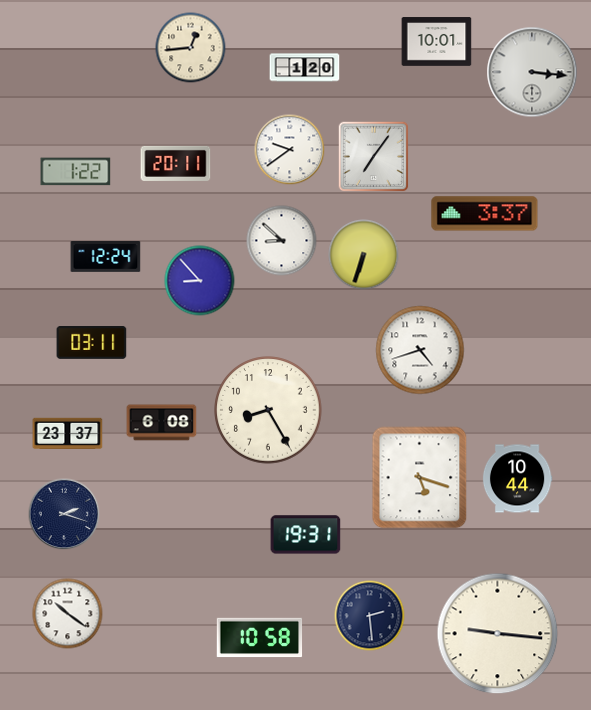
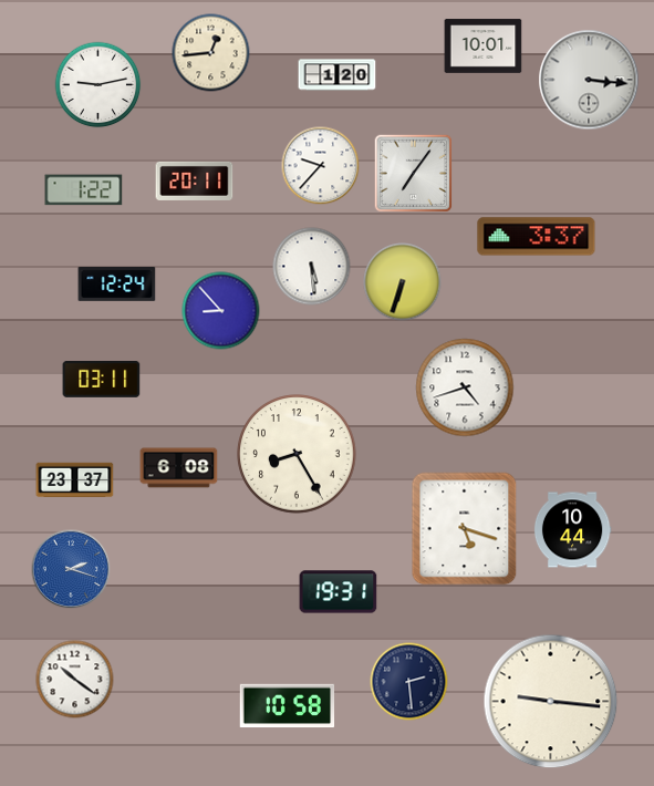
clock at (98, 85): none -> 9:13
clock at (290, 150): 9:39 -> 9:37
clock at (282, 241): 8:52 -> 5:29
clock at (64, 514) dial: navy -> blue
